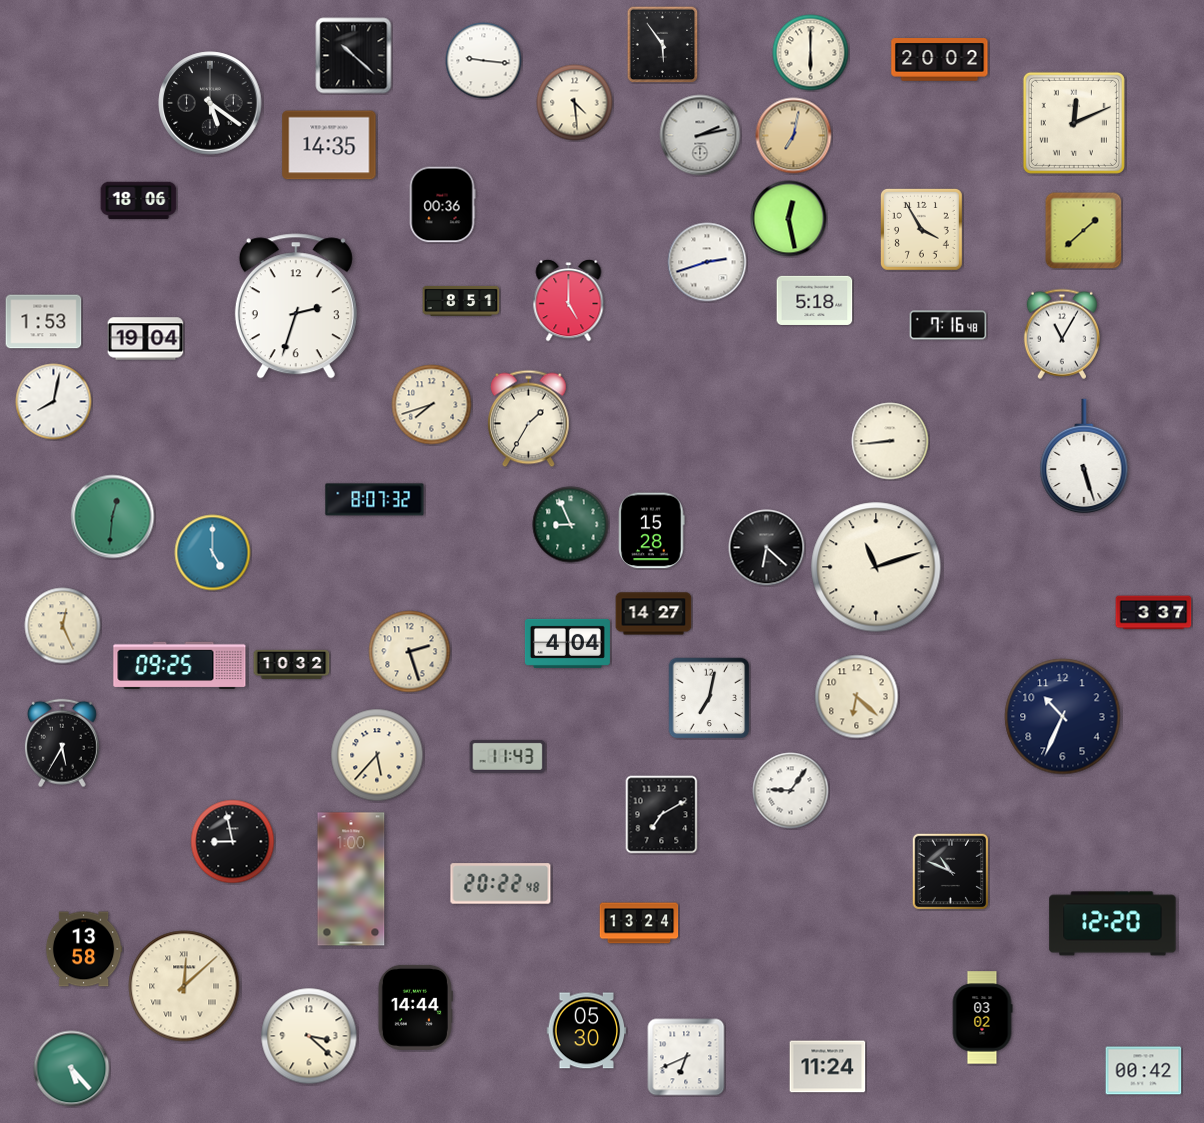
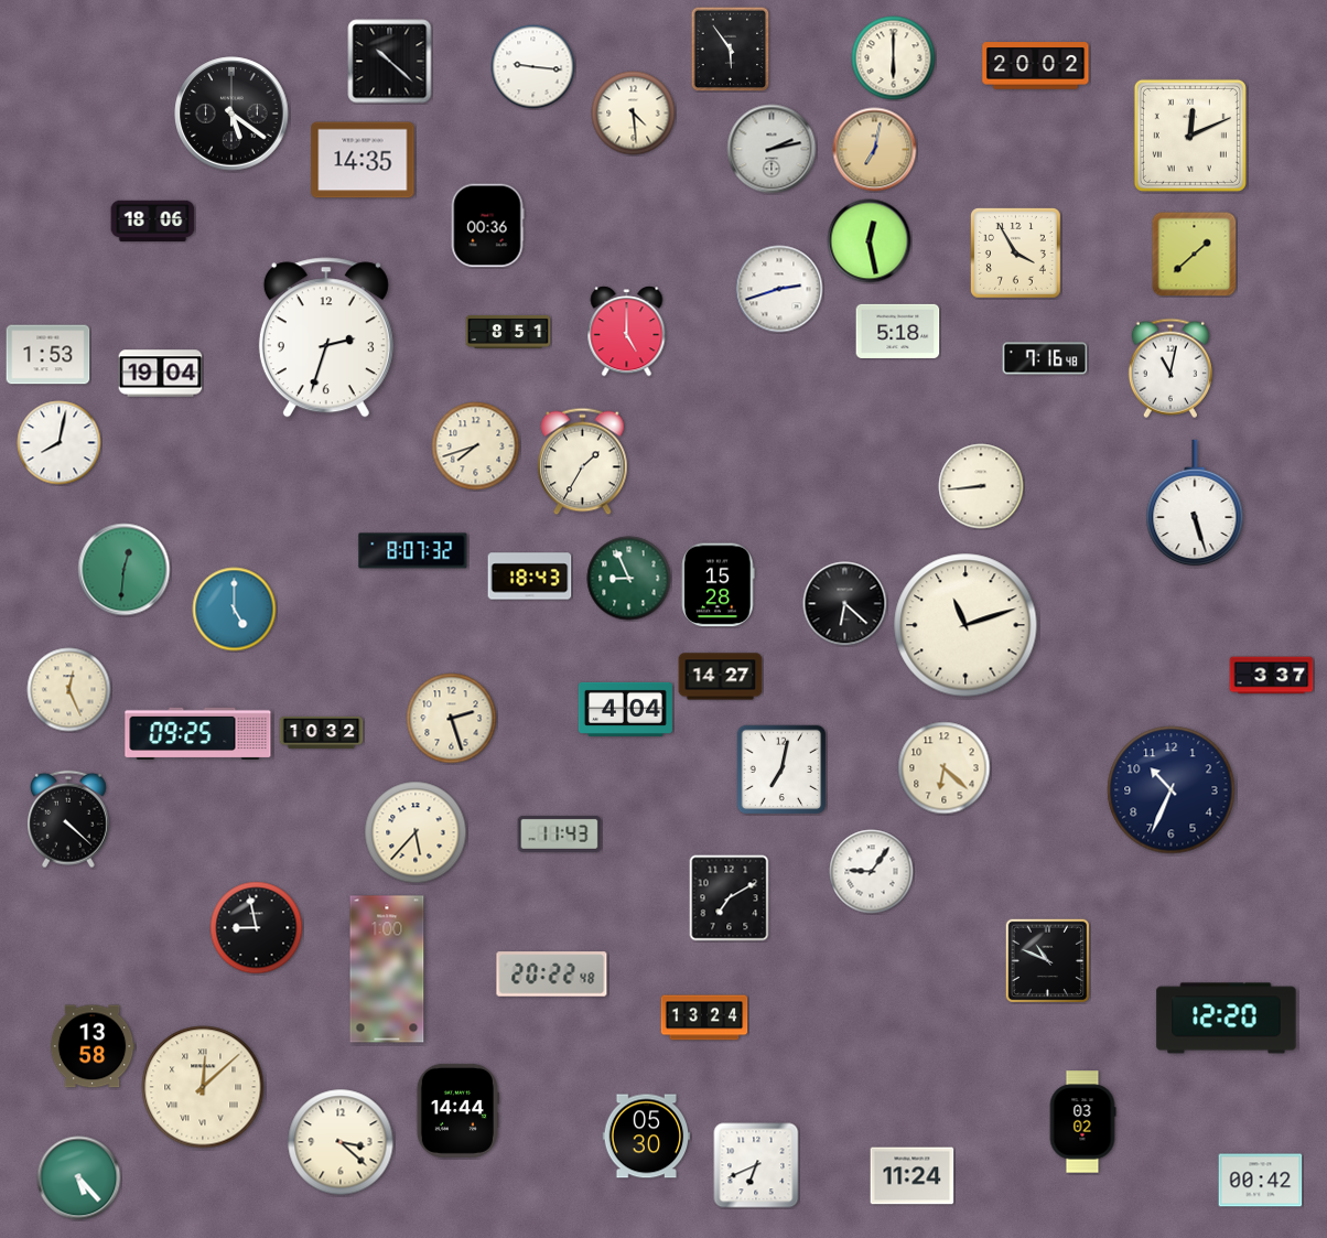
clock at (1074, 123) position: (1074, 123) -> (1190, 136)
clock at (1062, 334): 11:05 -> 11:02
clock at (530, 577): none -> 18:43
clock at (62, 743): 5:35 -> 4:22
